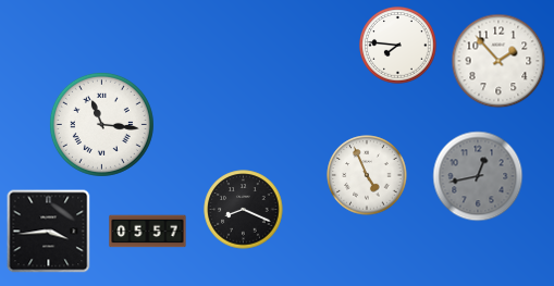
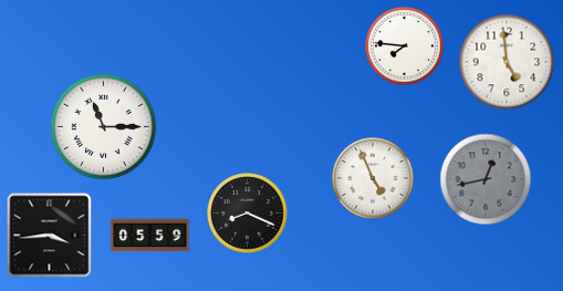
clock at (498, 61): 1:53 -> 4:59
clock at (101, 124): 11:16 -> 11:15
clock at (148, 232): 05:57 -> 05:59
